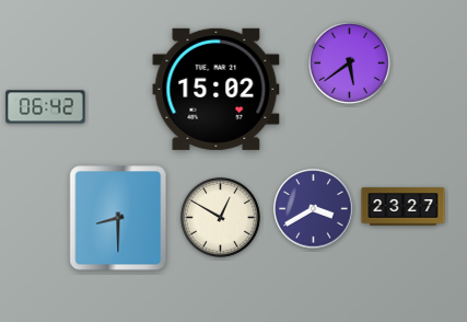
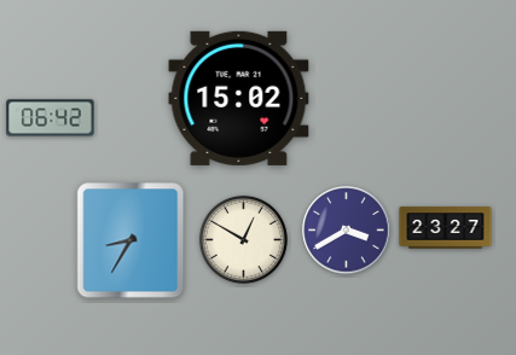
clock at (349, 62): 5:39 -> none
clock at (118, 218): 8:30 -> 8:35
